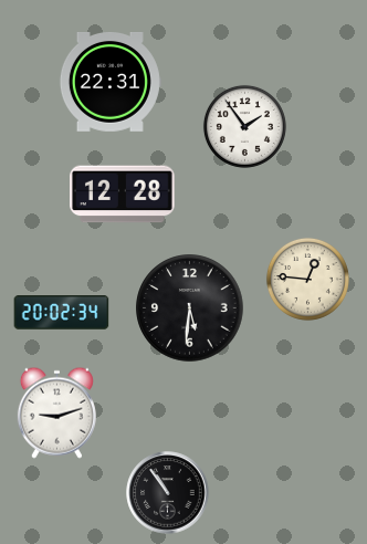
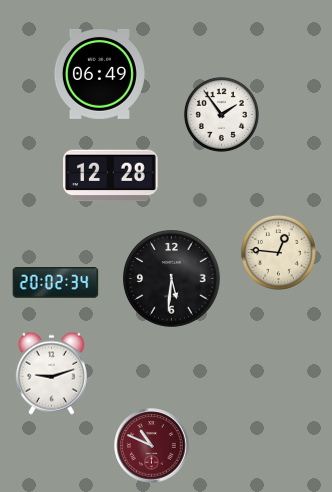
clock at (109, 83): 22:31 -> 06:49
clock at (168, 493): 10:54 -> 10:49
clock at (168, 493) dial: black -> burgundy
